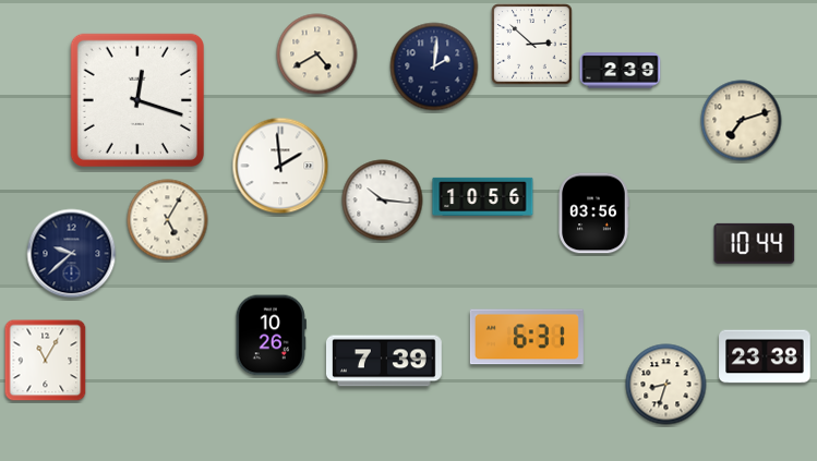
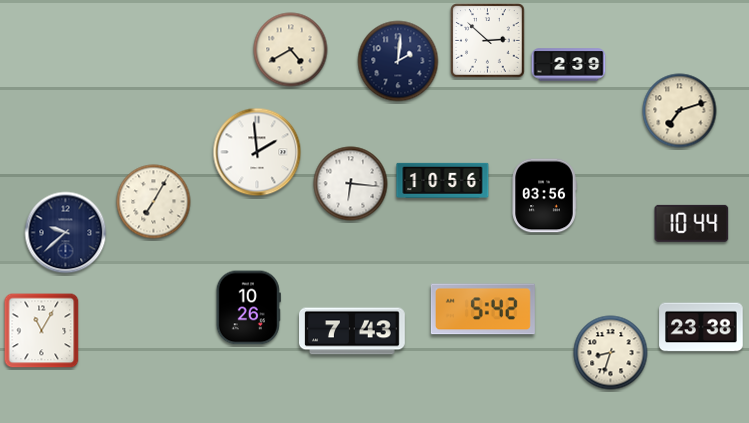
clock at (137, 100): 12:18 -> none
clock at (383, 201): 10:16 -> 6:16
clock at (168, 220): 5:05 -> 7:05
clock at (527, 337): 6:31 -> 5:42
clock at (385, 361): 7:39 -> 7:43
